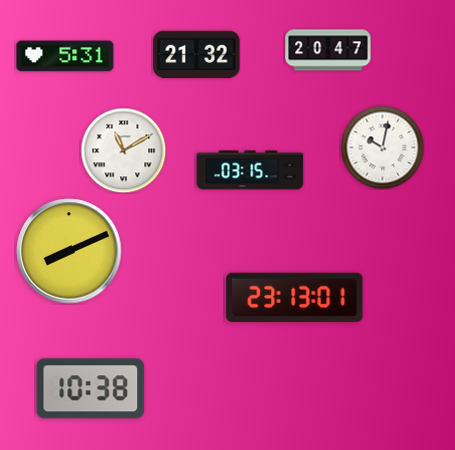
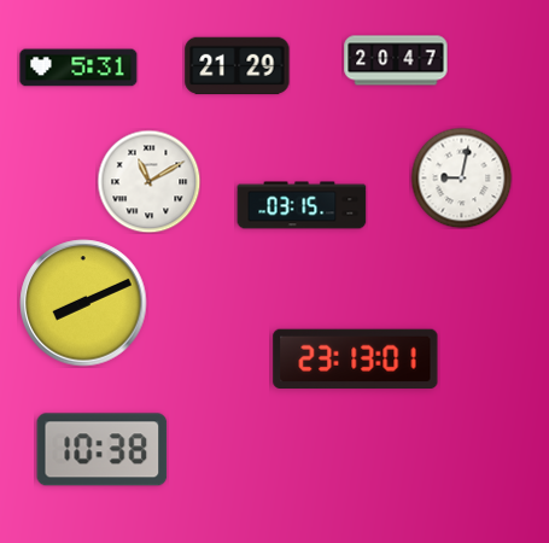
clock at (197, 55): 21:32 -> 21:29
clock at (382, 147): 10:02 -> 9:02
clock at (91, 389) position: (91, 389) -> (103, 450)
